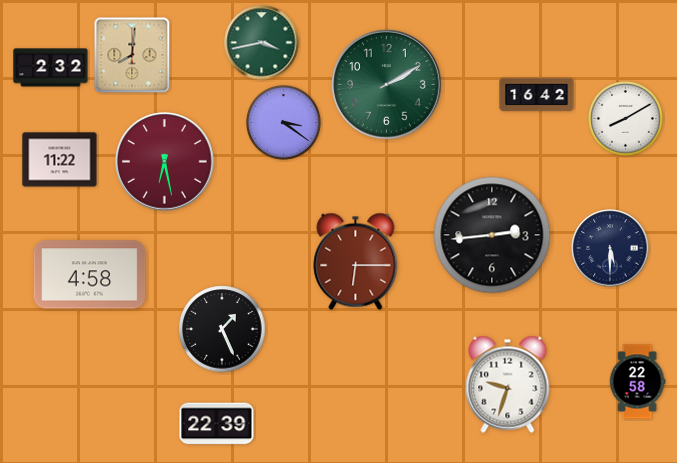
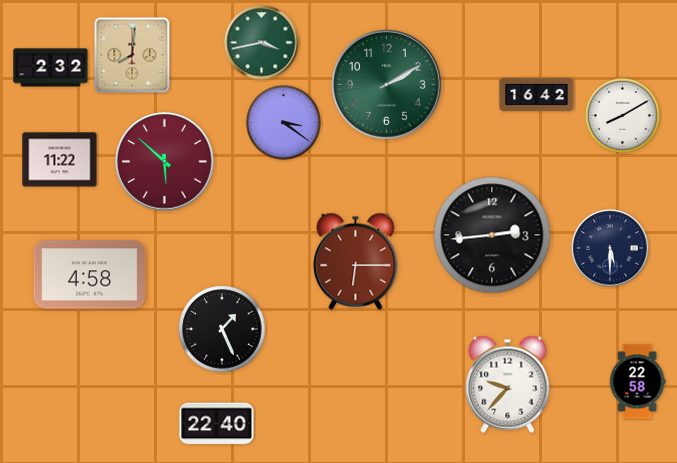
clock at (626, 119) position: (626, 119) -> (623, 116)
clock at (165, 162): 6:28 -> 5:52
clock at (508, 384): 9:33 -> 9:37
clock at (217, 424): 22:39 -> 22:40
